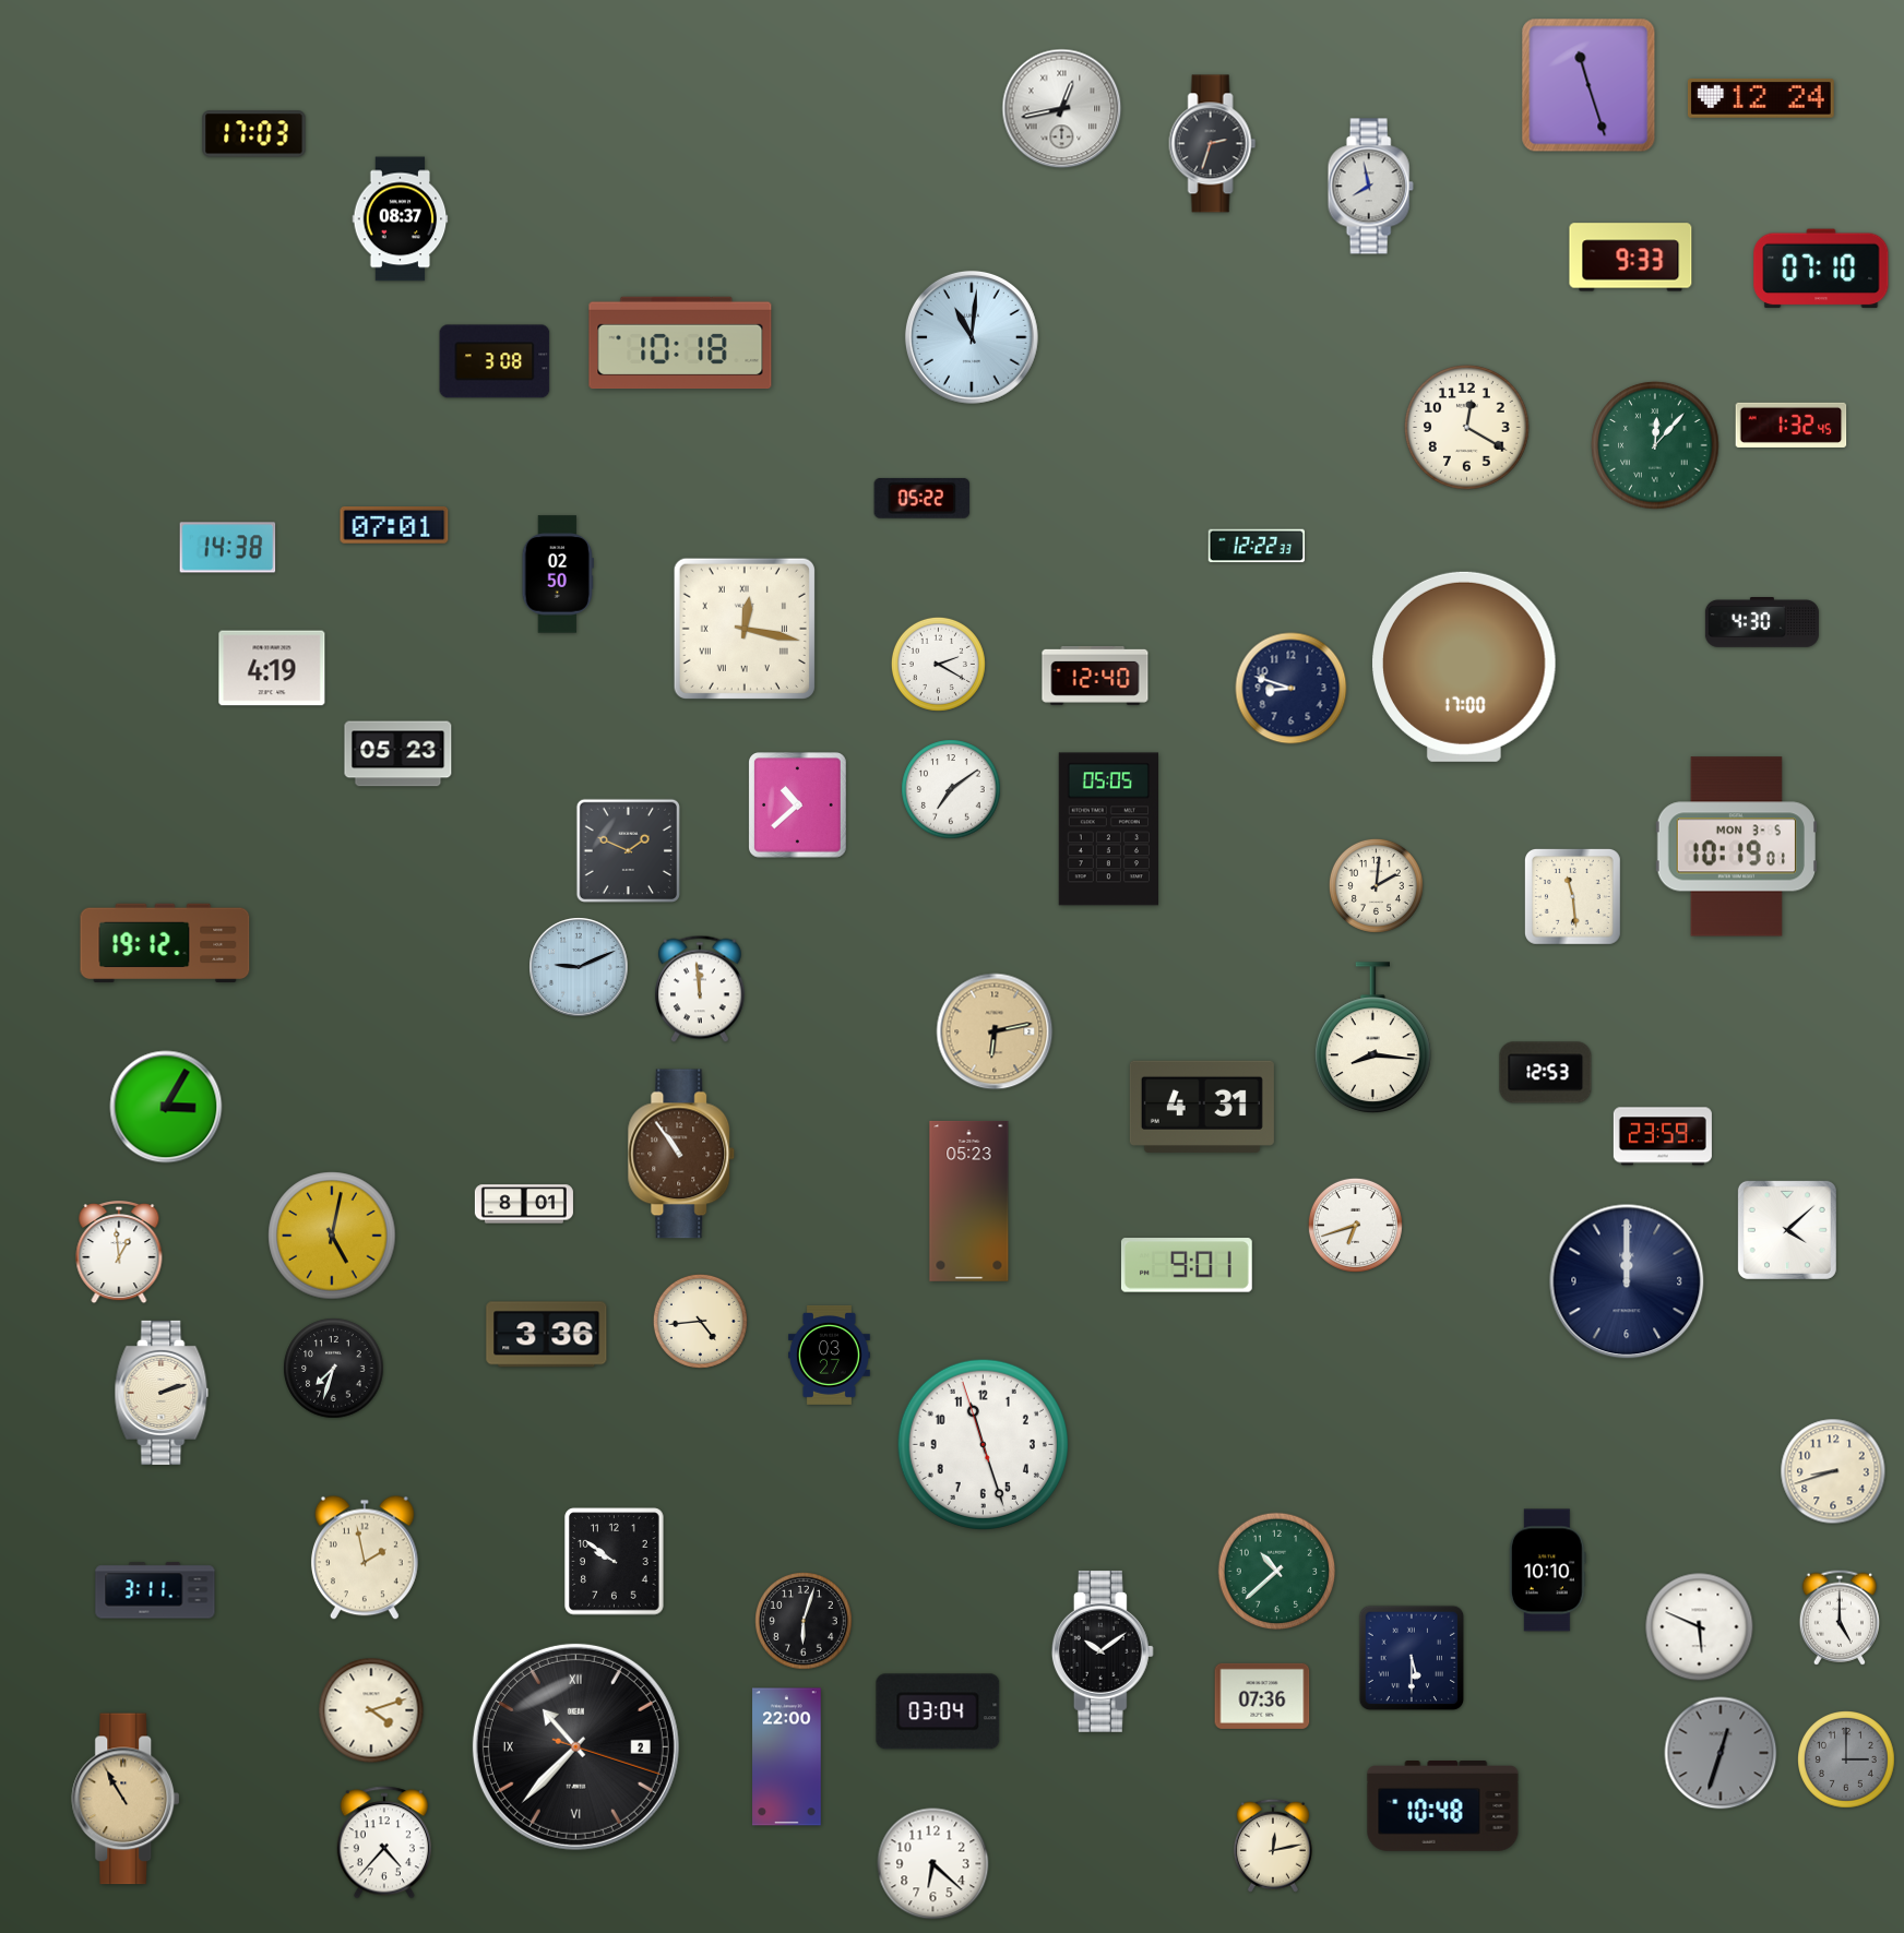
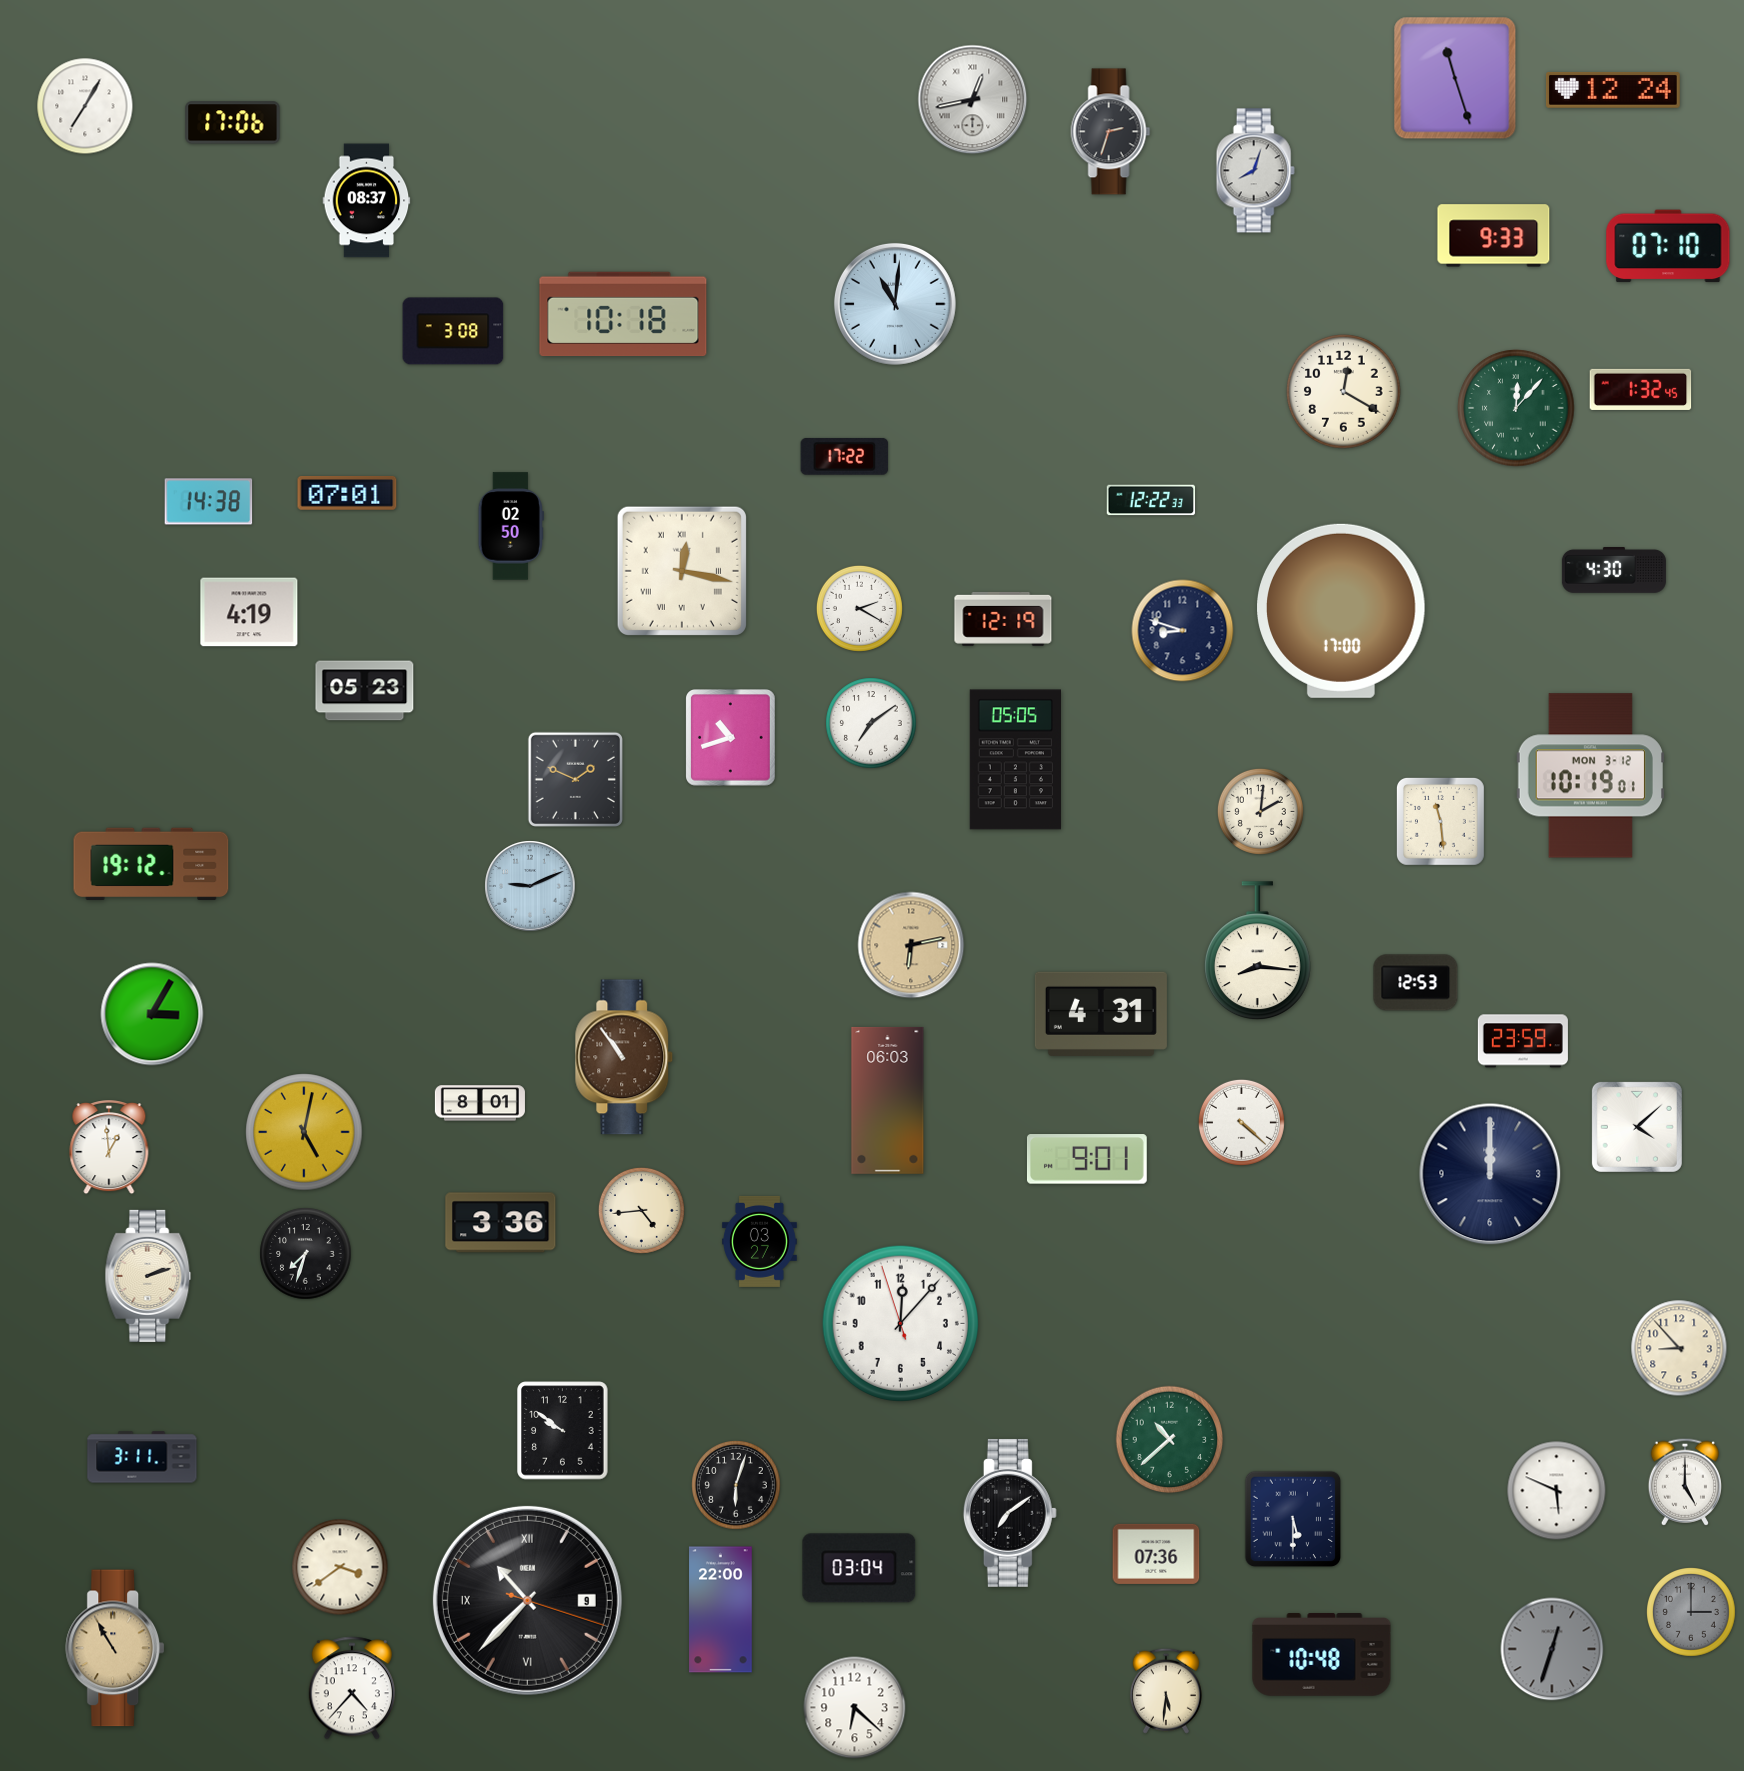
clock at (85, 106): none -> 7:05
clock at (254, 134): 17:03 -> 17:06
clock at (1370, 187): 7:58 -> 8:03
clock at (972, 337) position: (972, 337) -> (895, 304)
clock at (923, 498): 05:22 -> 17:22
clock at (394, 526) position: (394, 526) -> (347, 494)
clock at (745, 629) position: (745, 629) -> (682, 571)
clock at (1095, 676): 12:40 -> 12:19
clock at (798, 806): 10:38 -> 10:42
clock at (1736, 847) date: MON 3-5 -> MON 3-12
clock at (701, 989): 11:59 -> none
clock at (969, 1201): 05:23 -> 06:03
clock at (1355, 1225): 6:42 -> 4:22
clock at (983, 1444): 11:26 -> 12:06
clock at (1833, 1471): 8:42 -> 8:53
clock at (365, 1558): 1:58 -> none
clock at (1547, 1571): 10:10 -> none
clock at (1103, 1651): 10:09 -> 7:09
clock at (371, 1710): 4:12 -> 3:39
clock at (575, 1746) date: 2 -> 9
clock at (1721, 1753) position: (1721, 1753) -> (1552, 1649)
clock at (1273, 1846): 12:13 -> 5:31
